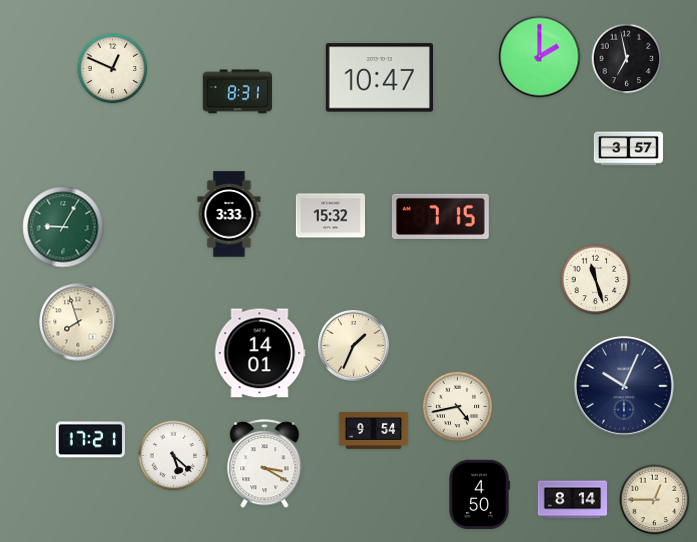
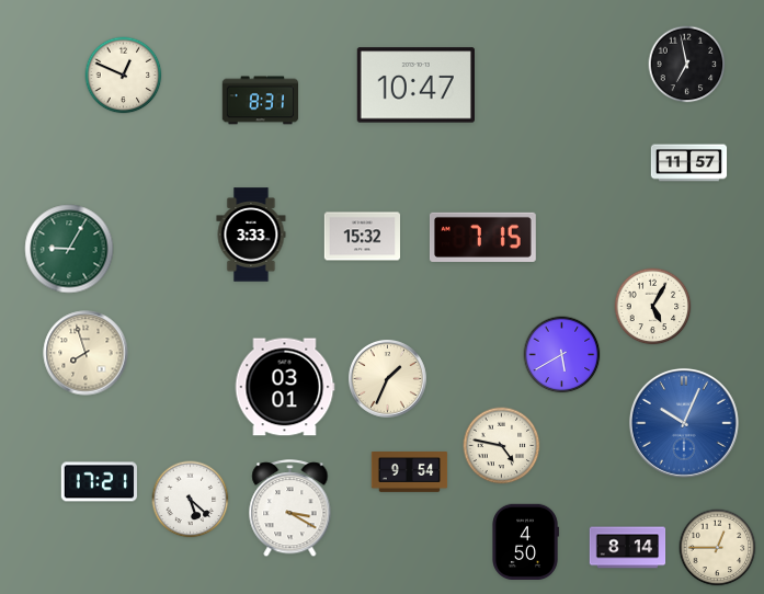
clock at (540, 57): 2:00 -> none
clock at (629, 149): 3:57 -> 11:57
clock at (596, 280): 11:27 -> 5:05
clock at (562, 355): none -> 5:40
clock at (260, 353): 14:01 -> 03:01
clock at (624, 386) dial: navy -> blue
clock at (458, 407): 4:43 -> 4:47
